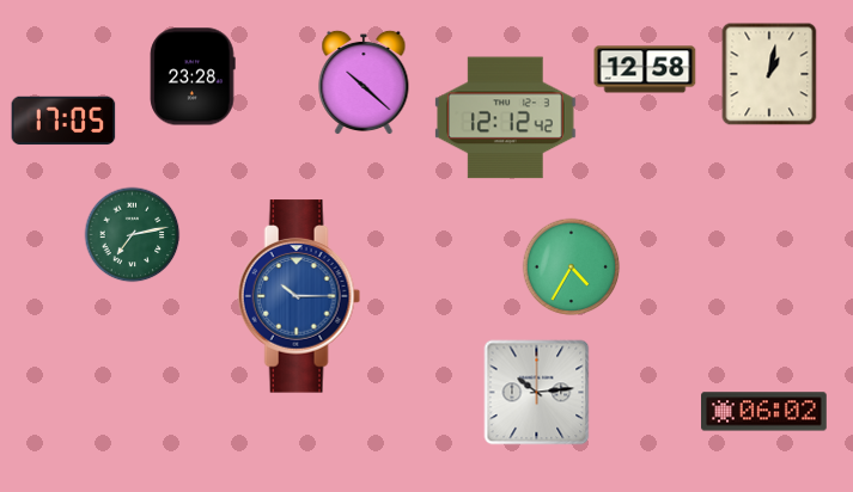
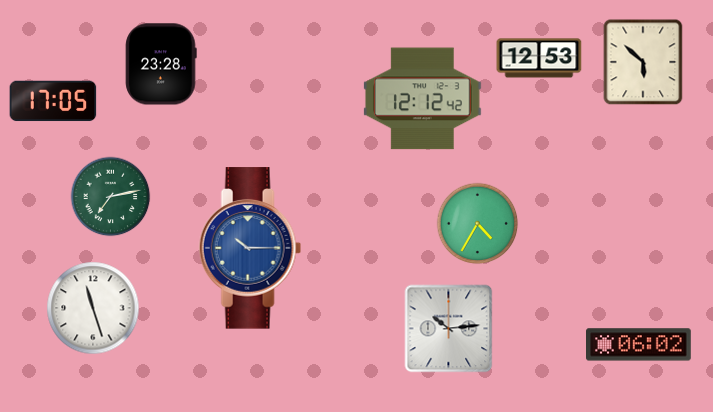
clock at (645, 69): 12:58 -> 12:53
clock at (769, 74): 1:02 -> 5:52
clock at (364, 82): 10:22 -> none
clock at (93, 308): none -> 11:27
